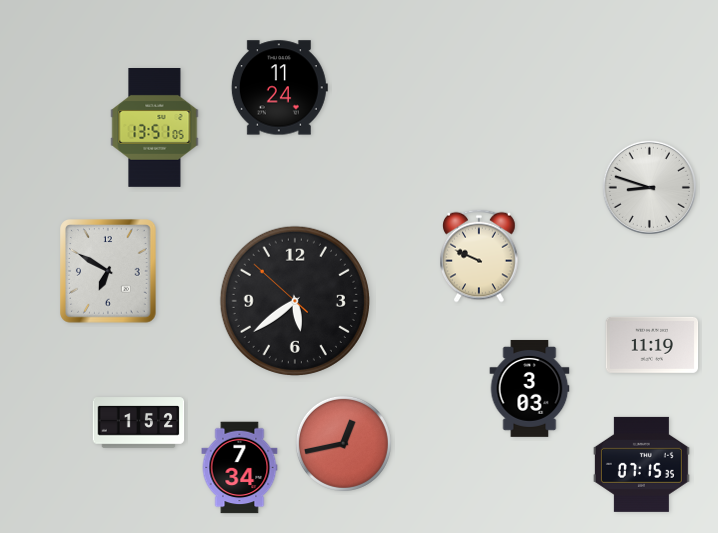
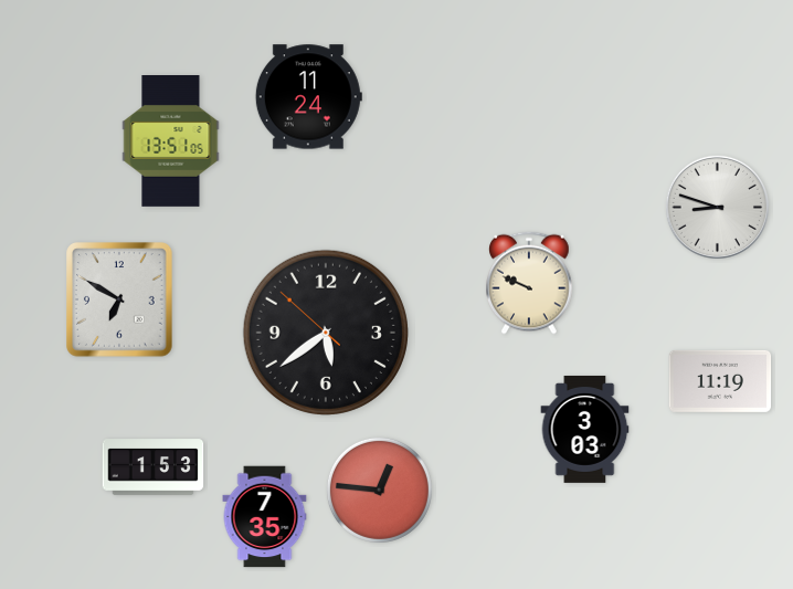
clock at (139, 423): 1:52 -> 1:53
clock at (343, 443): 12:43 -> 12:46
clock at (641, 464): 07:15 -> none
clock at (240, 468): 7:34 -> 7:35
